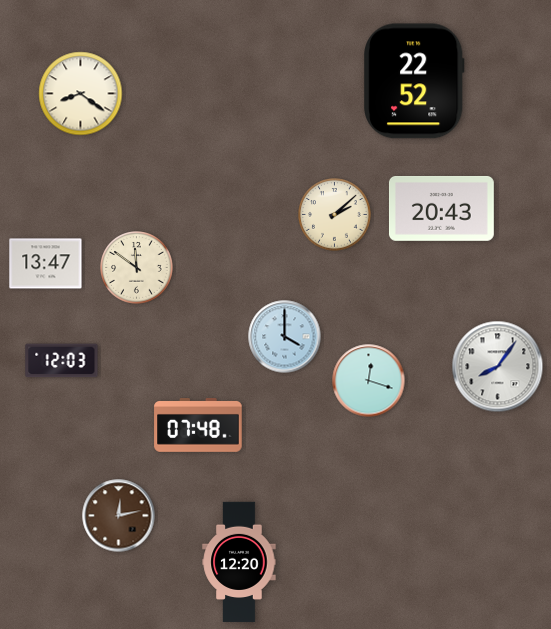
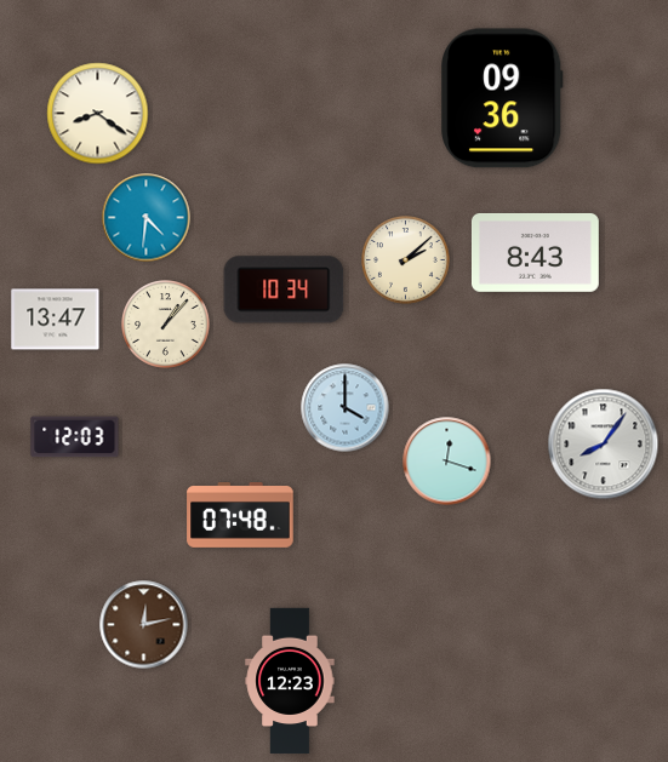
clock at (415, 81): 22:52 -> 09:36
clock at (147, 218): none -> 4:31
clock at (441, 208): 20:43 -> 8:43
clock at (284, 290): none -> 10:34
clock at (137, 268): 11:51 -> 1:07
clock at (239, 562): 12:20 -> 12:23
